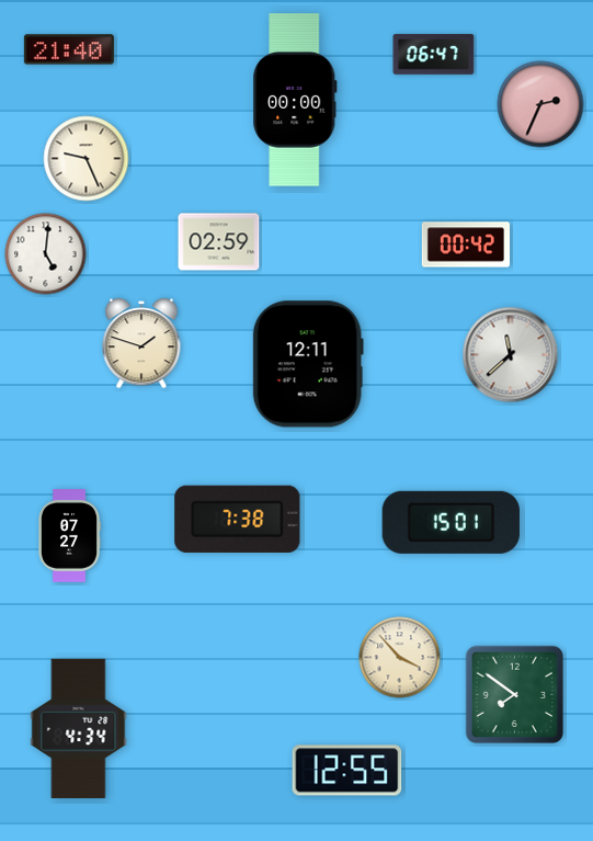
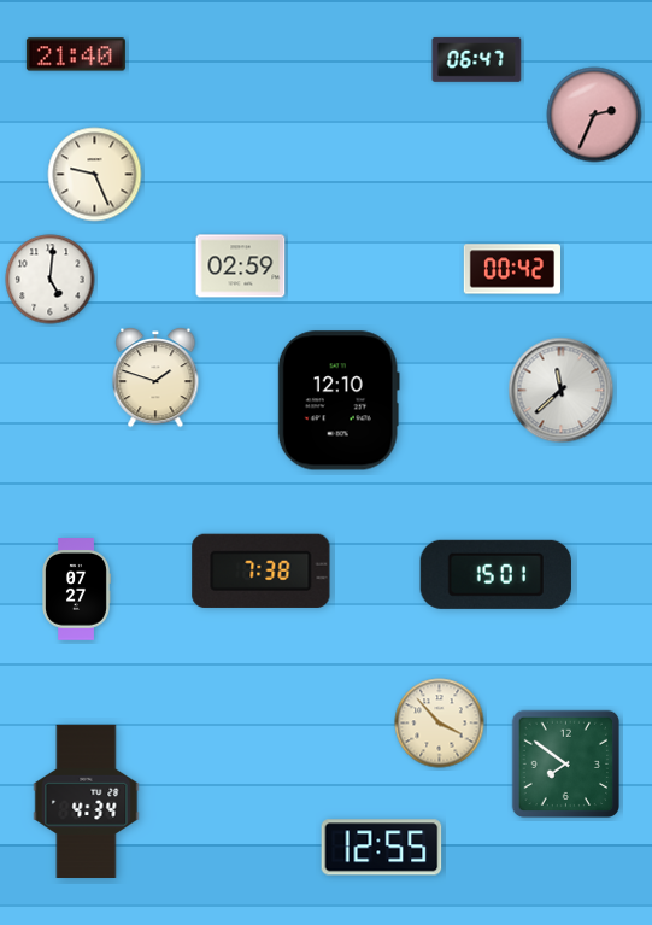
clock at (295, 100): 00:00 -> none
clock at (308, 364): 12:11 -> 12:10
